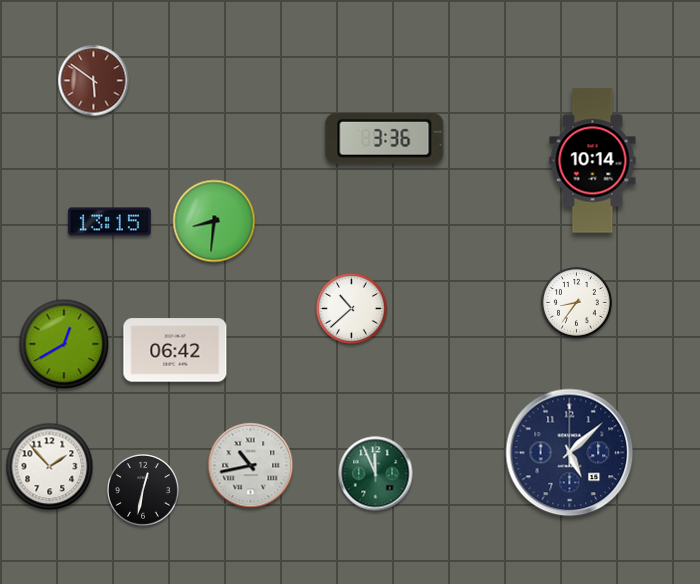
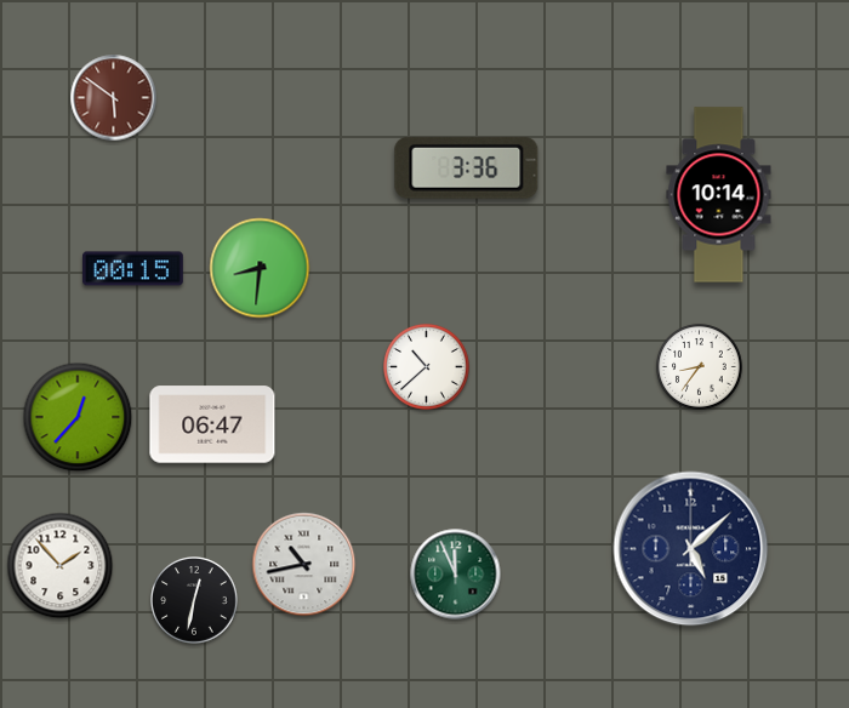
clock at (110, 222): 13:15 -> 00:15
clock at (352, 309) position: (352, 309) -> (427, 367)
clock at (64, 344): 12:40 -> 12:37
clock at (175, 350): 06:42 -> 06:47
clock at (143, 490) position: (143, 490) -> (194, 600)
